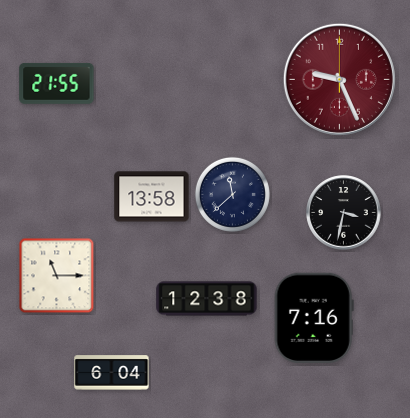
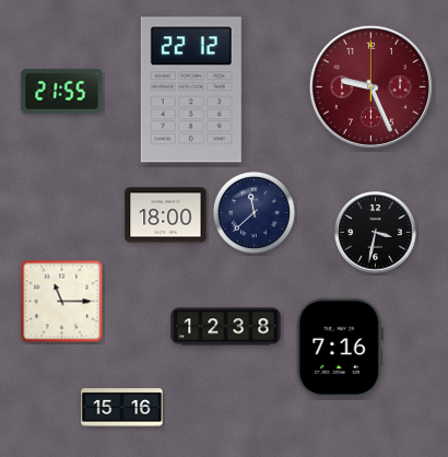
clock at (191, 90): none -> 22:12
clock at (152, 197): 13:58 -> 18:00
clock at (314, 318) position: (314, 318) -> (340, 348)
clock at (112, 373): 6:04 -> 15:16
